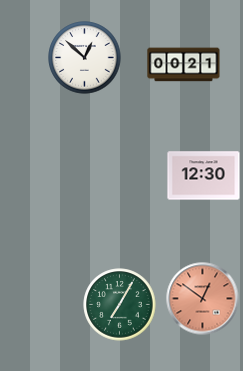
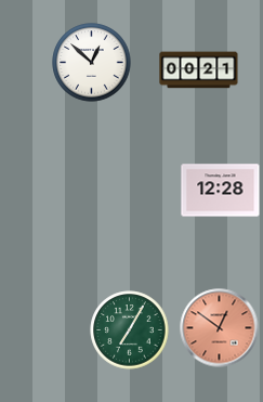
clock at (204, 176): 12:30 -> 12:28
clock at (203, 299) position: (203, 299) -> (220, 328)
